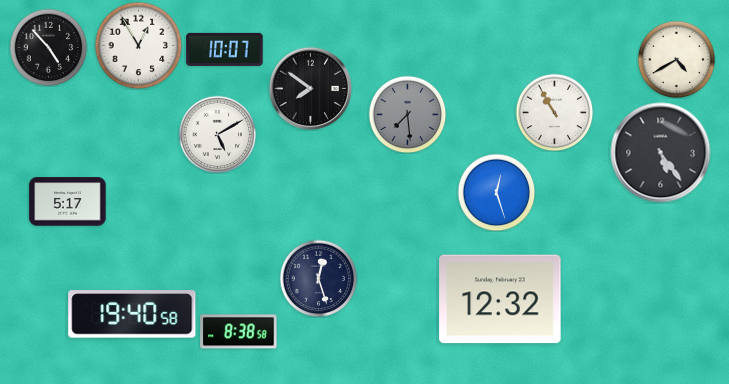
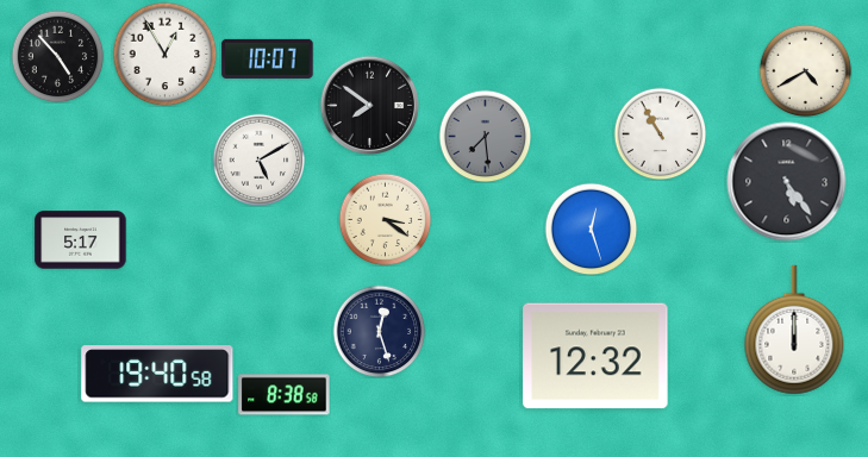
clock at (385, 219): none -> 3:21
clock at (794, 330): none -> 12:00
